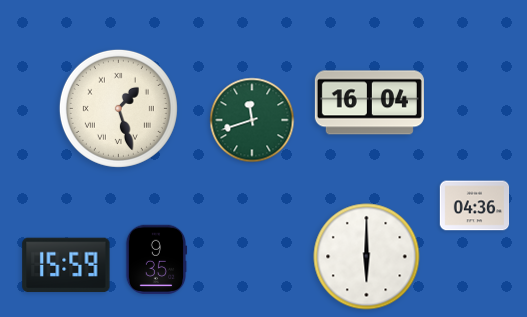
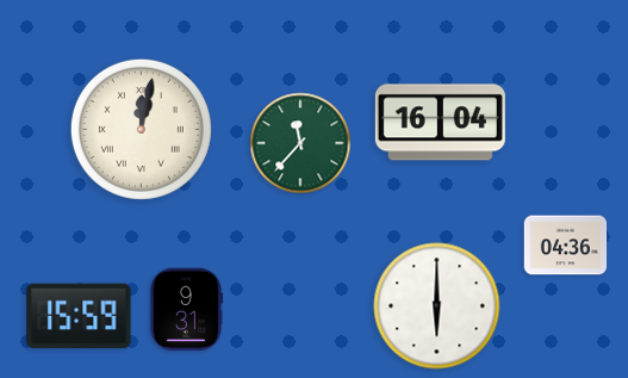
clock at (118, 108): 1:27 -> 12:02
clock at (252, 120): 11:42 -> 11:37
clock at (156, 260): 9:35 -> 9:31
